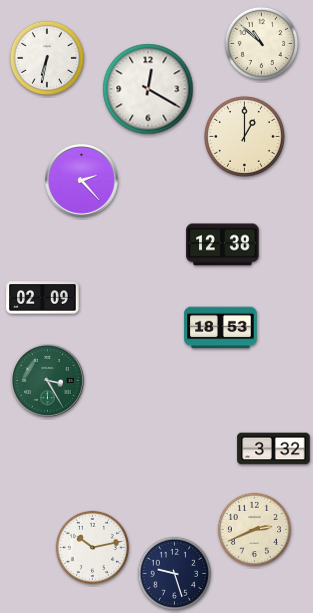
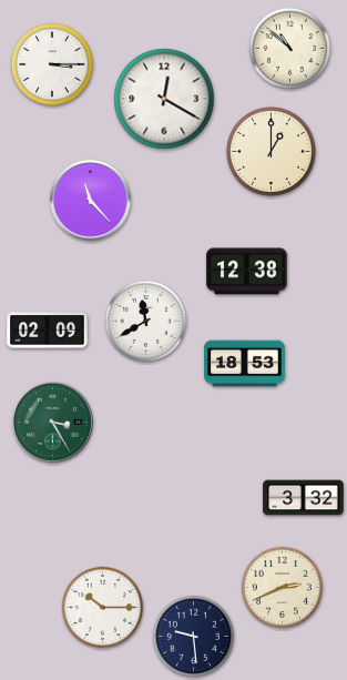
clock at (46, 57): 6:32 -> 3:15
clock at (82, 181): 2:23 -> 11:23
clock at (145, 321): none -> 11:40
clock at (92, 547): 10:13 -> 10:15
clock at (174, 573): 9:27 -> 9:29
